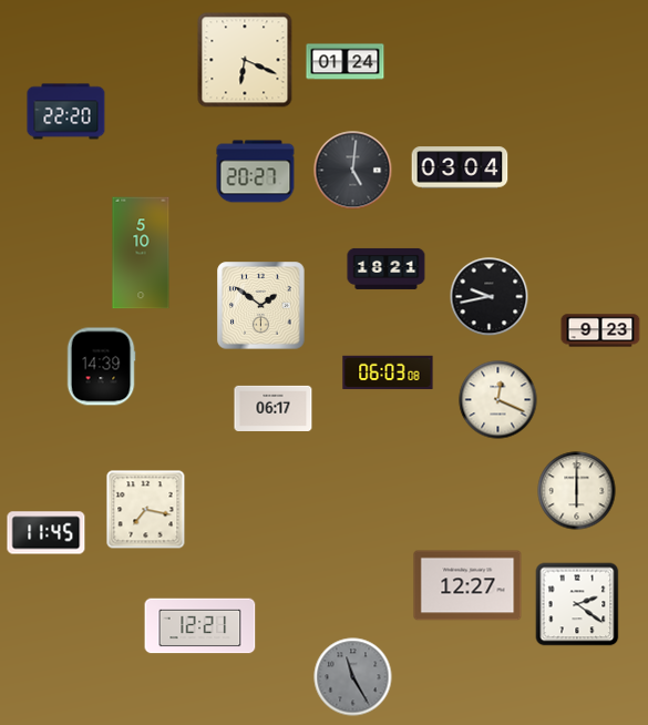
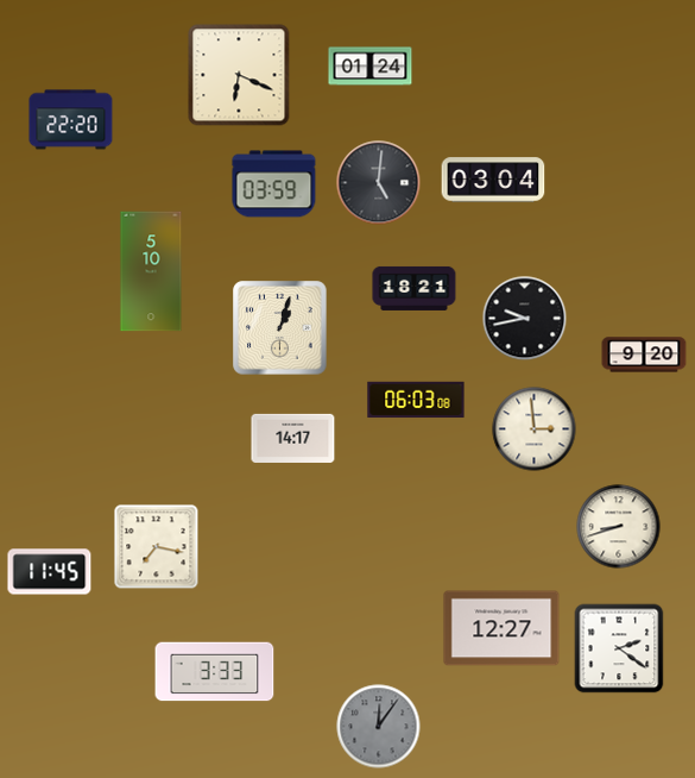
clock at (245, 60) position: (245, 60) -> (239, 75)
clock at (256, 172): 20:27 -> 03:59
clock at (261, 306): 1:51 -> 1:03
clock at (600, 330): 9:23 -> 9:20
clock at (101, 367): 14:39 -> none
clock at (498, 400): 12:19 -> 2:59
clock at (274, 408): 06:17 -> 14:17
clock at (577, 491): 6:00 -> 8:42
clock at (200, 626): 12:21 -> 3:33
clock at (353, 677): 11:25 -> 12:06
